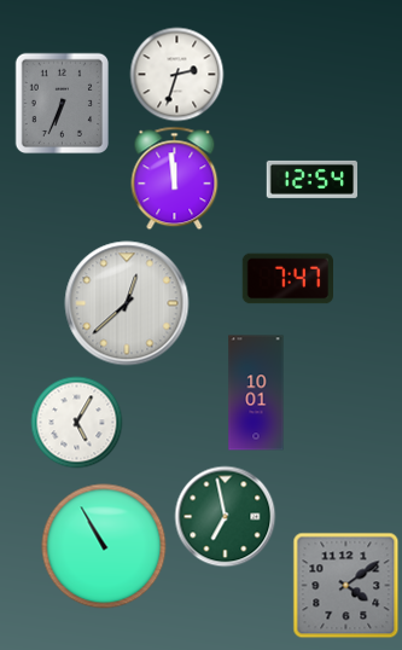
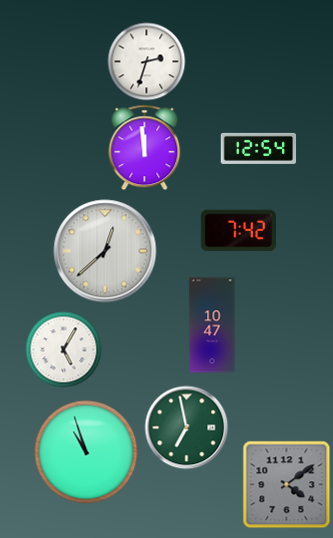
clock at (63, 104): 6:34 -> none
clock at (289, 279): 7:47 -> 7:42
clock at (256, 393): 10:01 -> 10:47
clock at (104, 546): 10:55 -> 10:57
